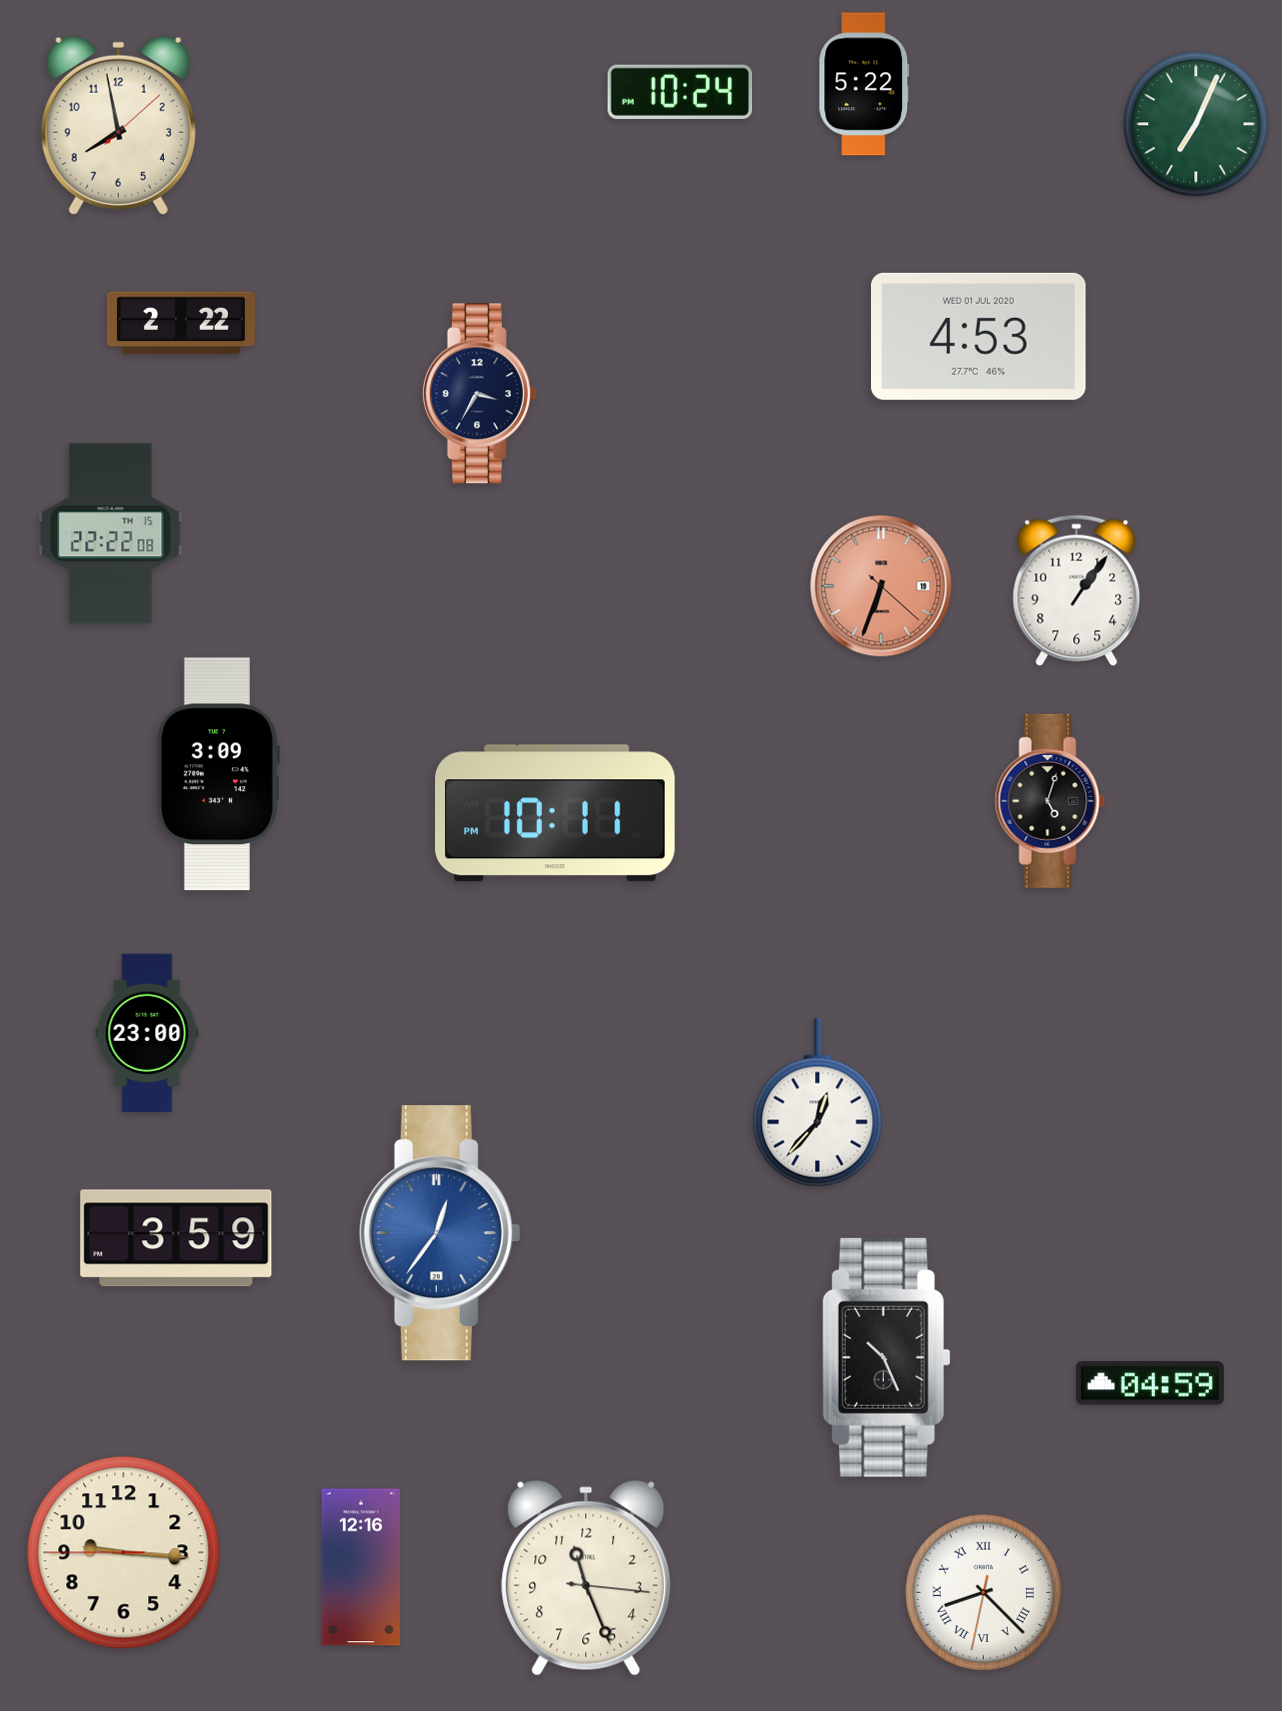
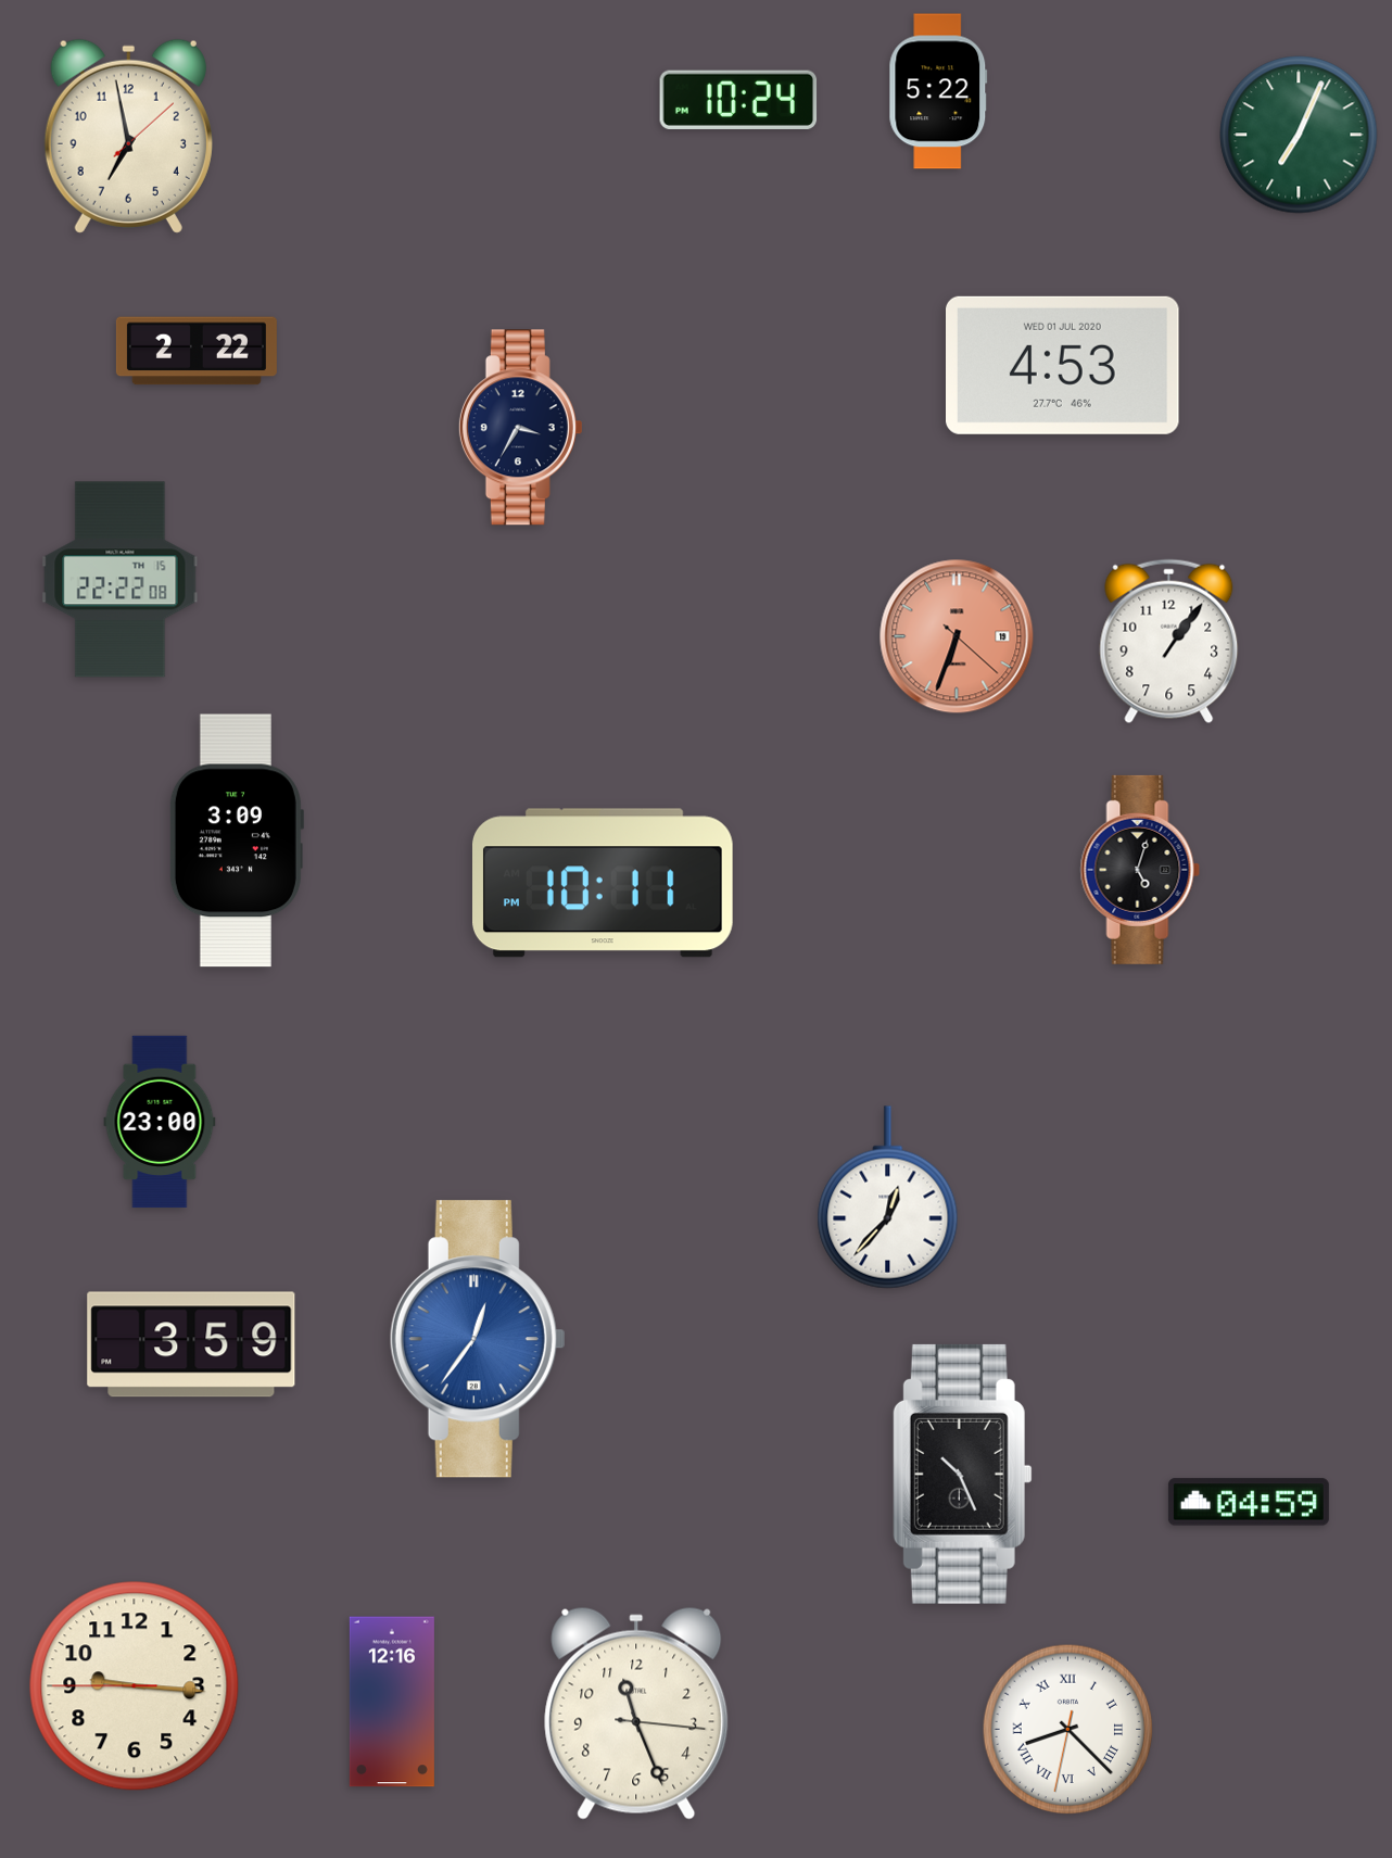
clock at (118, 125): 7:58 -> 6:58
